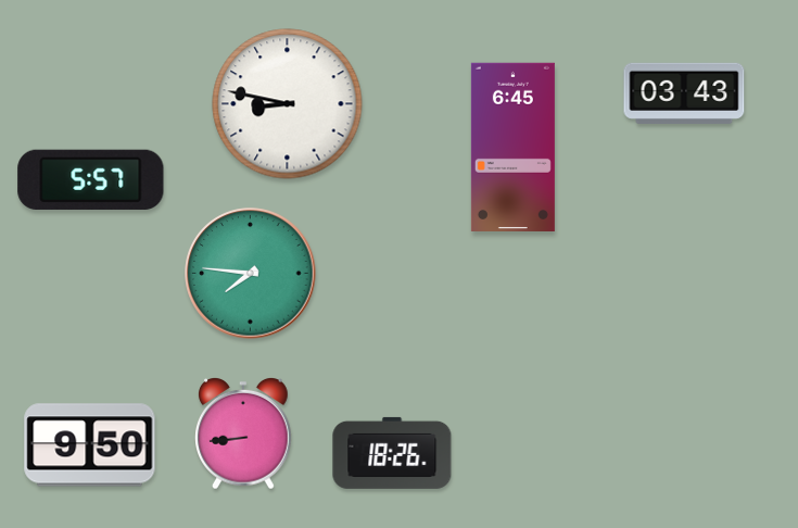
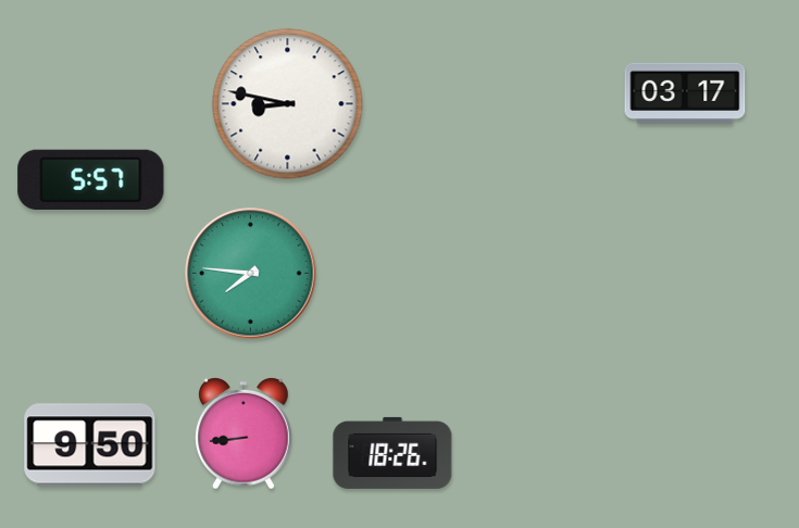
clock at (684, 93): 03:43 -> 03:17
clock at (512, 147): 6:45 -> none
